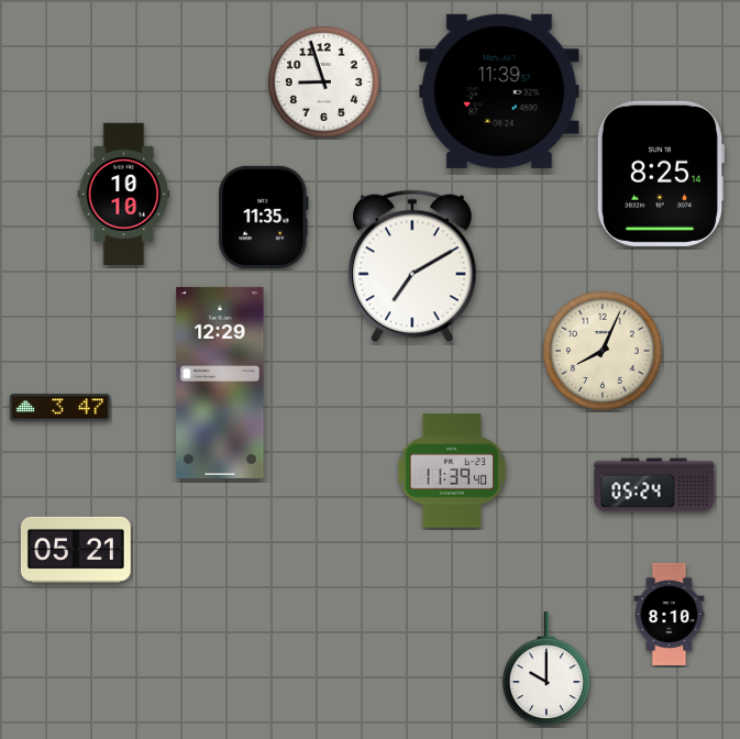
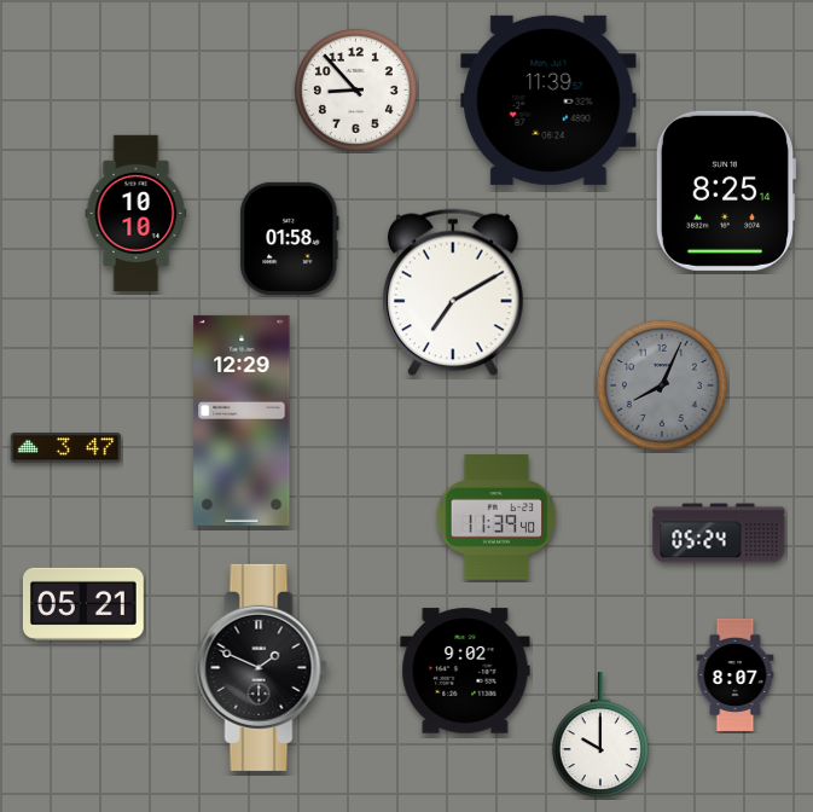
clock at (323, 81): 8:57 -> 8:53
clock at (264, 217): 11:35 -> 01:58
clock at (603, 351) dial: cream -> grey
clock at (262, 667): none -> 1:49
clock at (465, 671): none -> 9:02
clock at (670, 614): 8:10 -> 8:07
